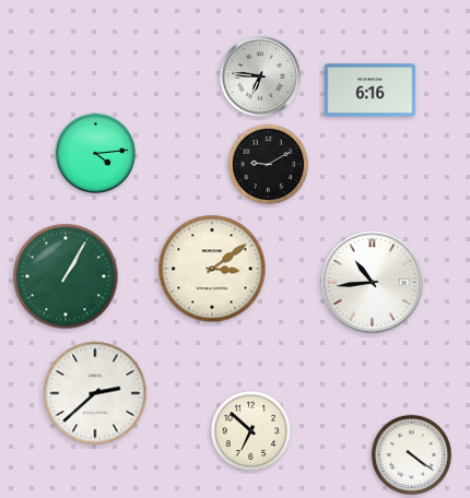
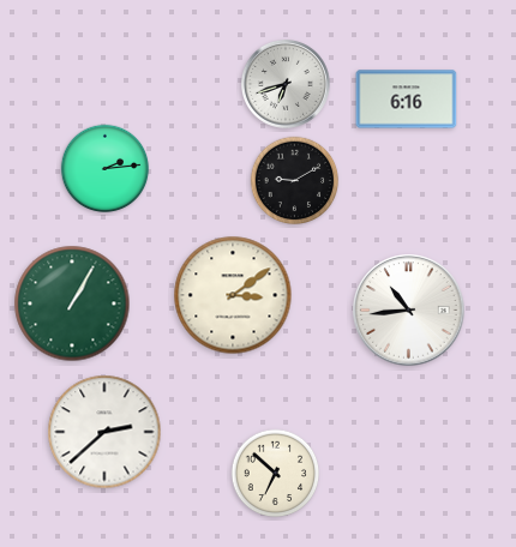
clock at (260, 76): 6:46 -> 6:42
clock at (96, 154): 4:14 -> 2:14
clock at (412, 455): 4:21 -> none
